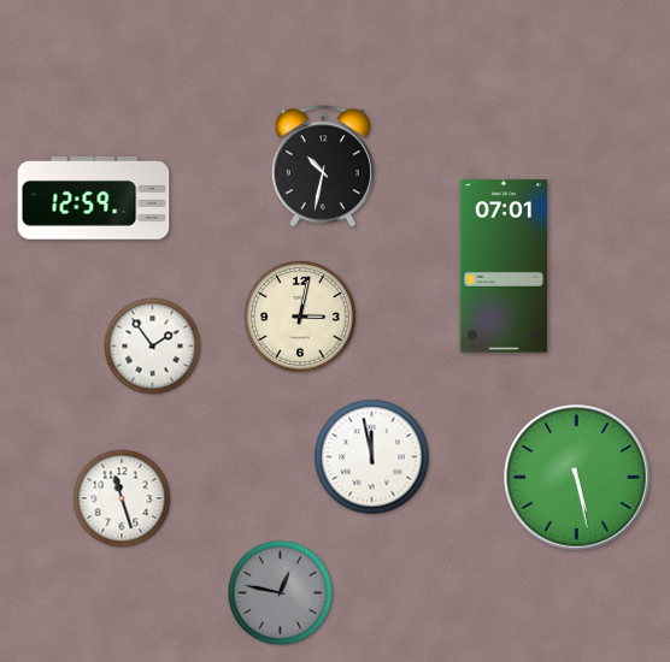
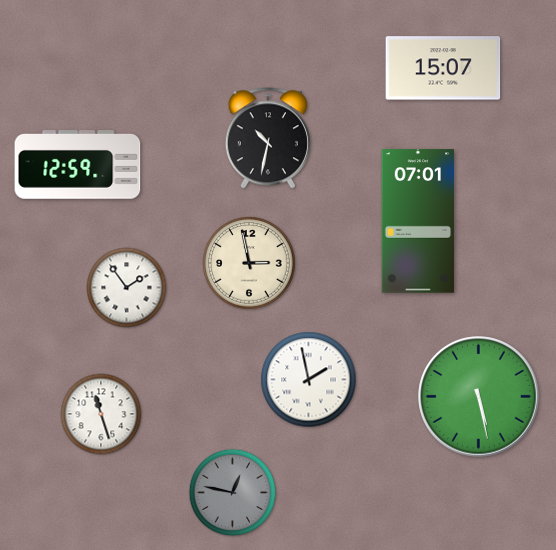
clock at (443, 68): none -> 15:07
clock at (300, 317): 3:02 -> 2:58
clock at (372, 457): 11:58 -> 1:58
